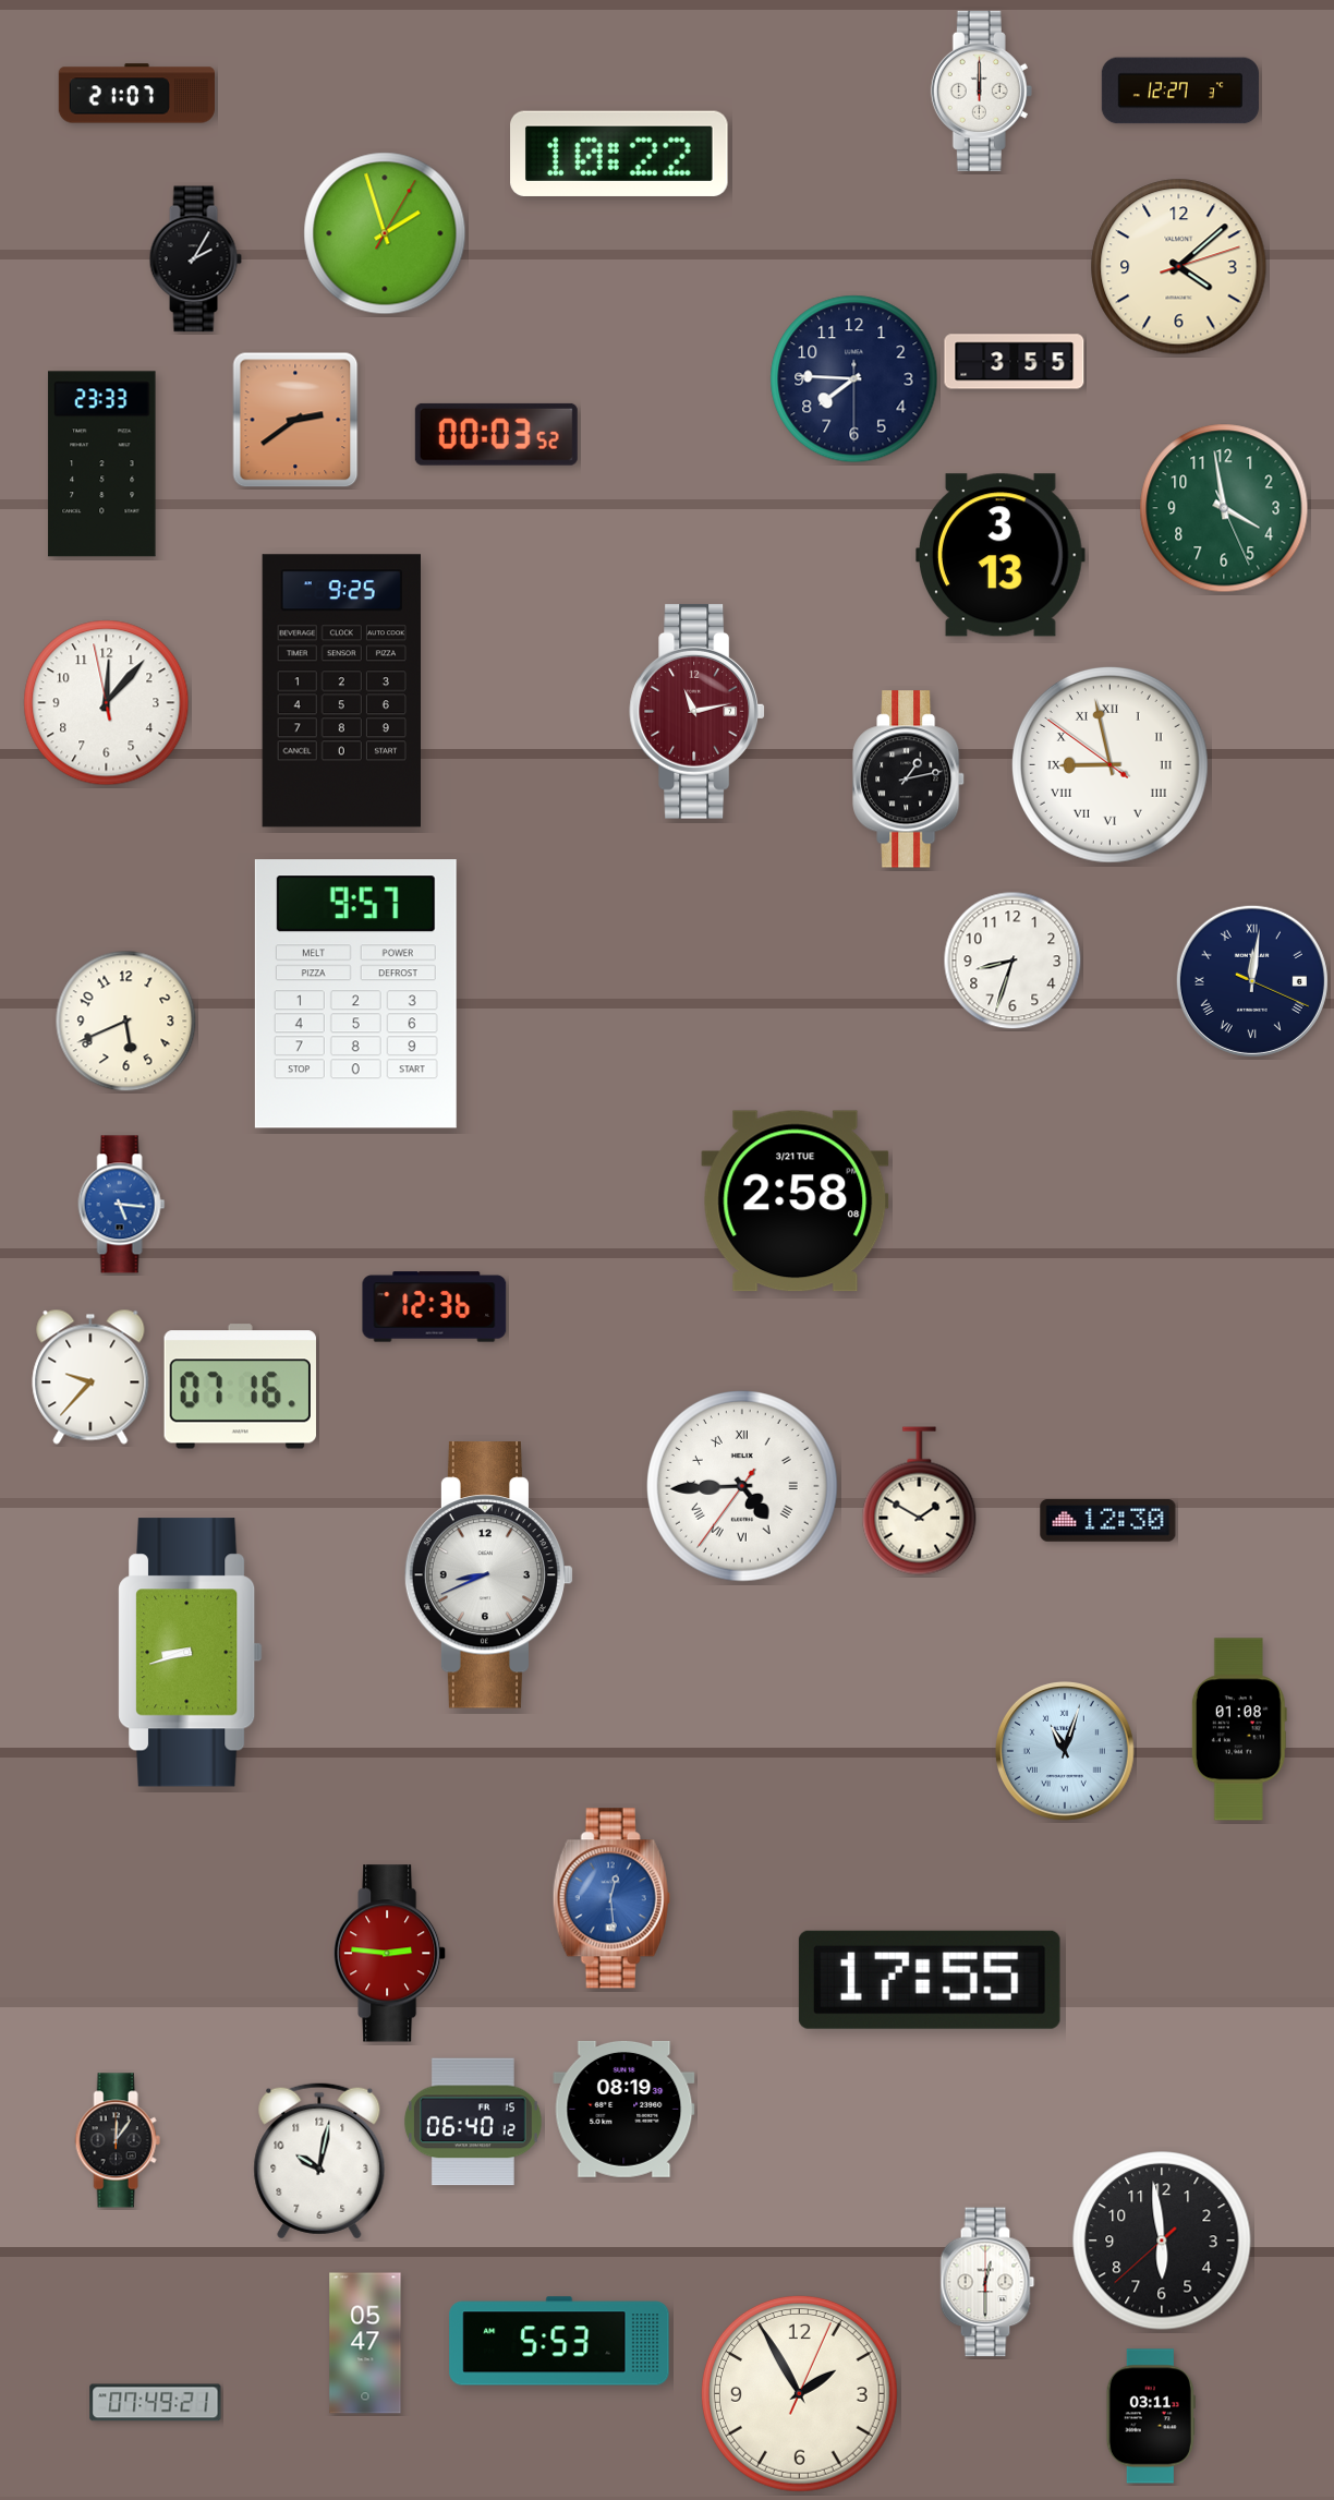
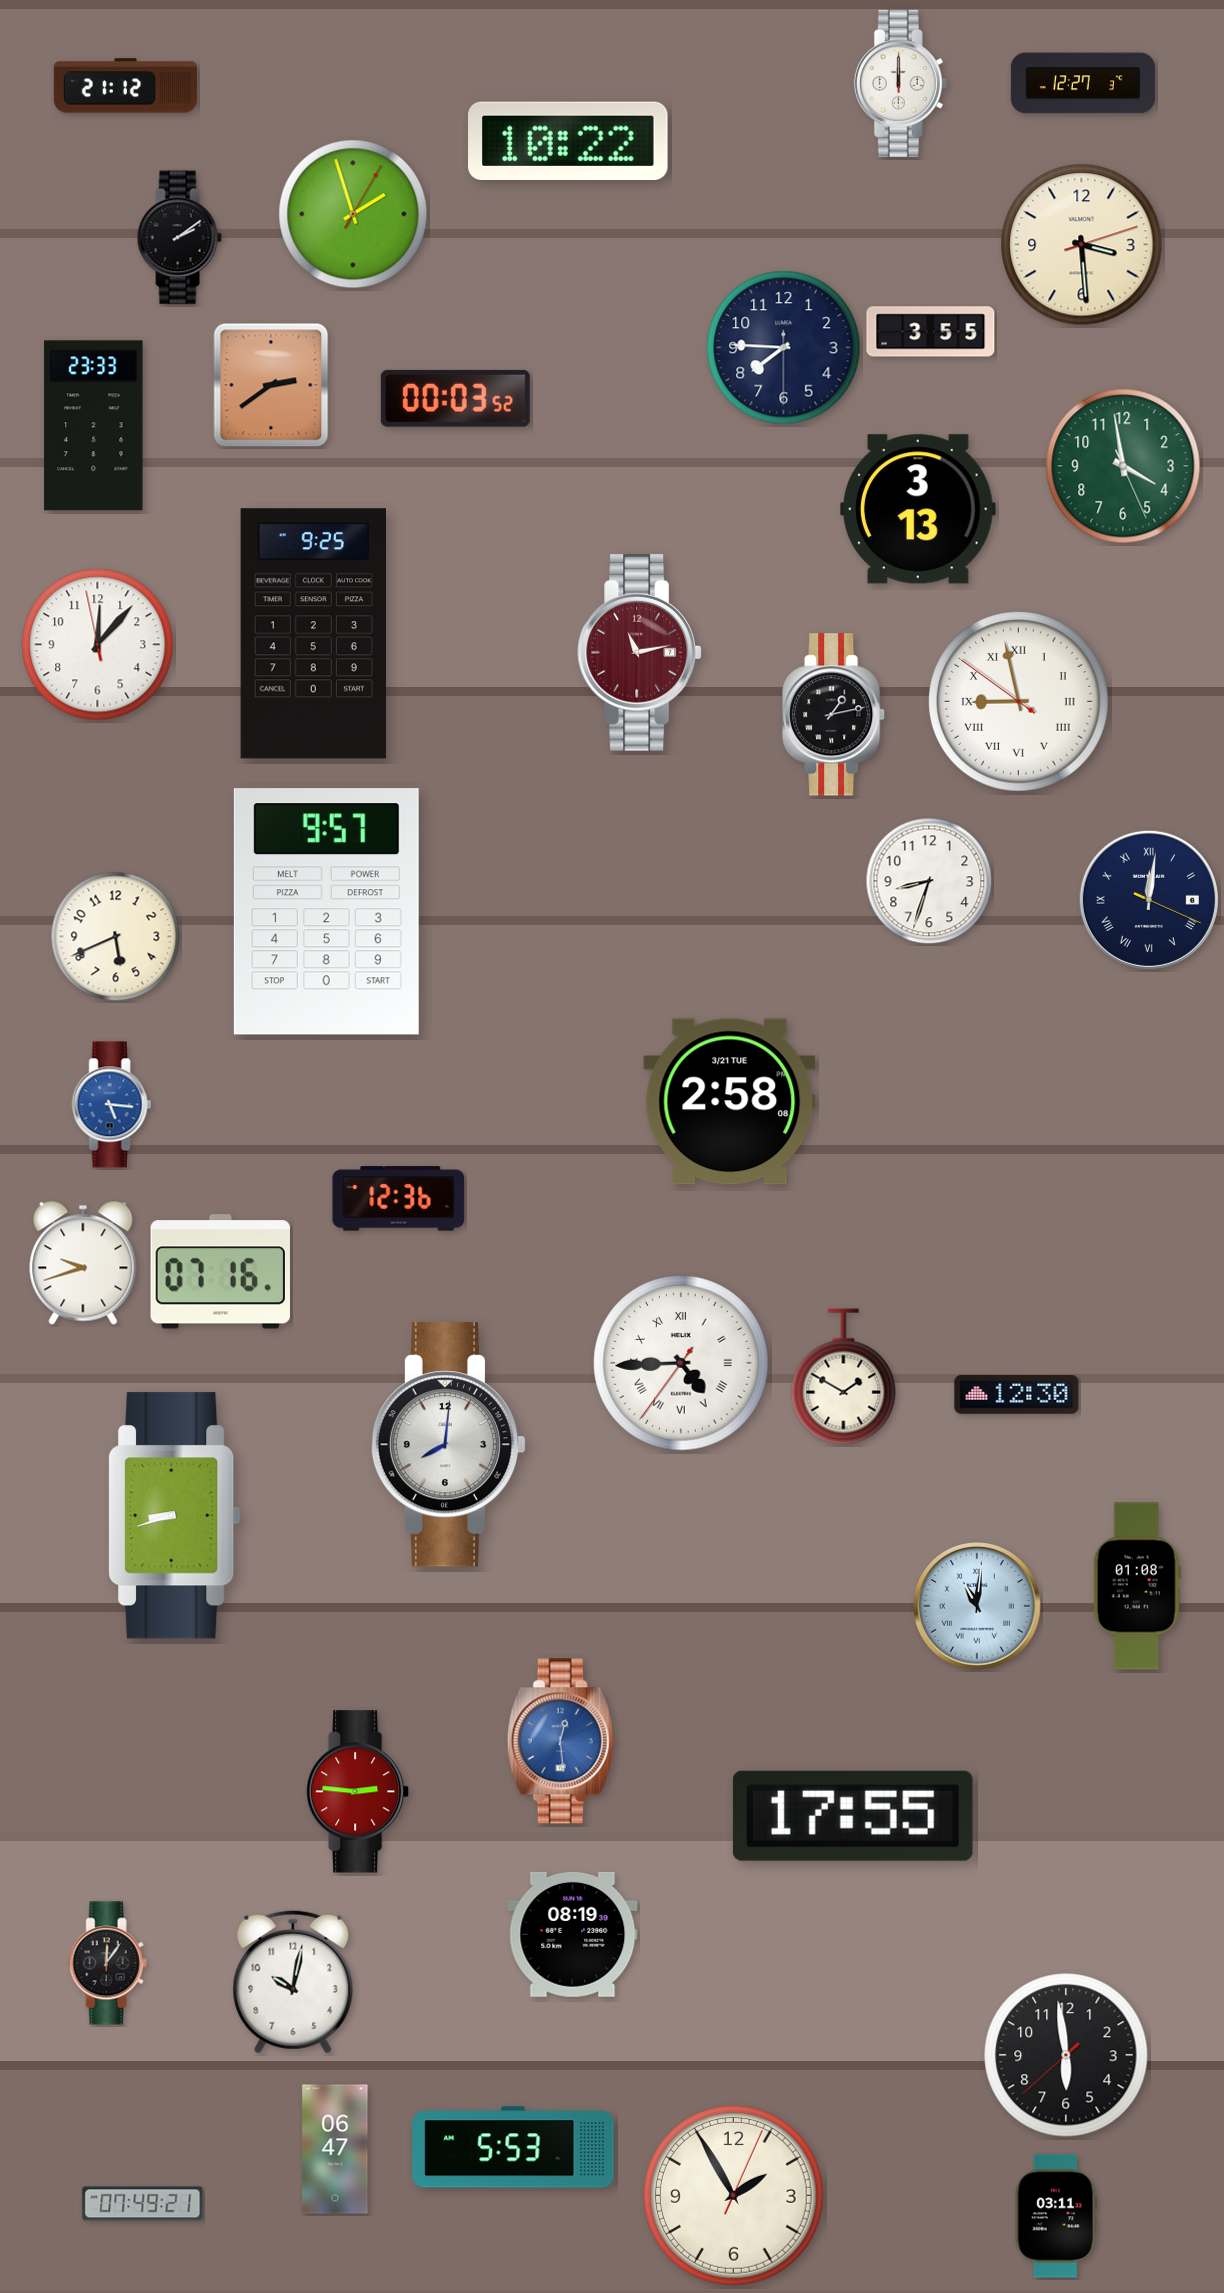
clock at (136, 94): 21:07 -> 21:12
clock at (195, 259): 2:05 -> 2:09
clock at (1179, 267): 4:08 -> 3:29
clock at (90, 1377): 9:37 -> 9:42
clock at (489, 1575): 8:41 -> 8:01
clock at (1066, 1752): 11:03 -> 11:01
clock at (473, 2122): 06:40 -> none
clock at (987, 2282): 12:30 -> none
clock at (365, 2343): 05:47 -> 06:47
